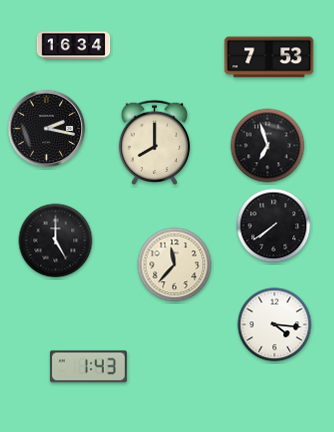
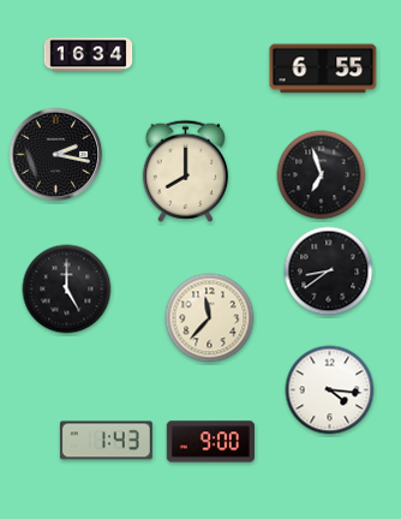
clock at (269, 57): 7:53 -> 6:55
clock at (274, 226): 7:39 -> 8:39
clock at (210, 442): none -> 9:00
